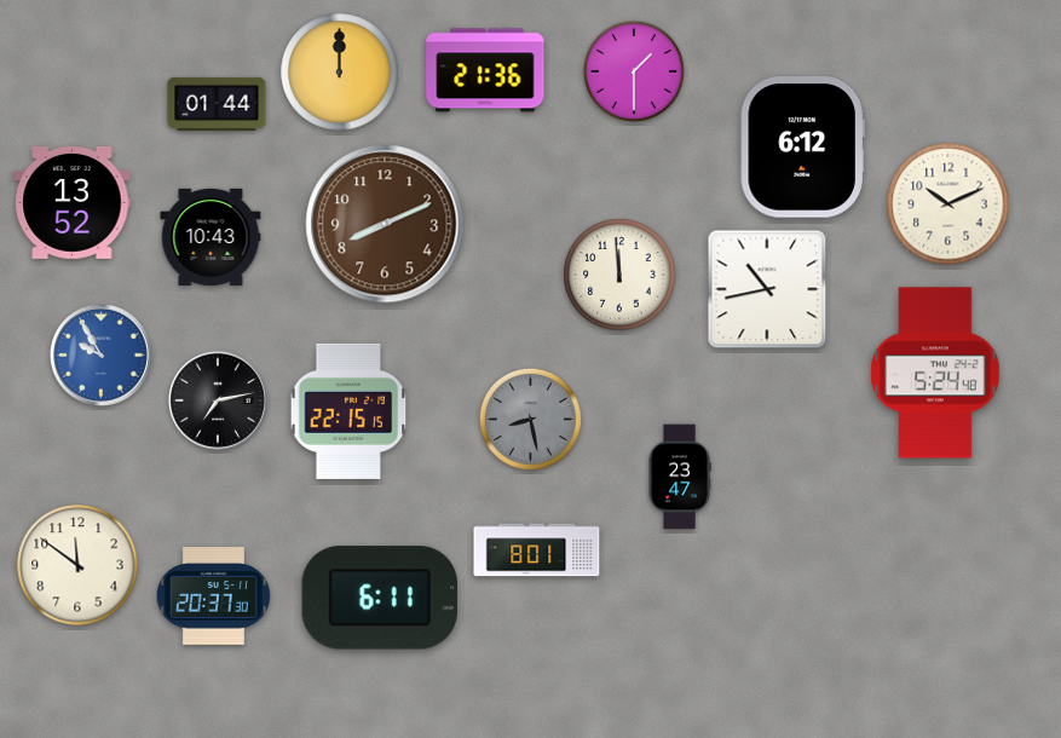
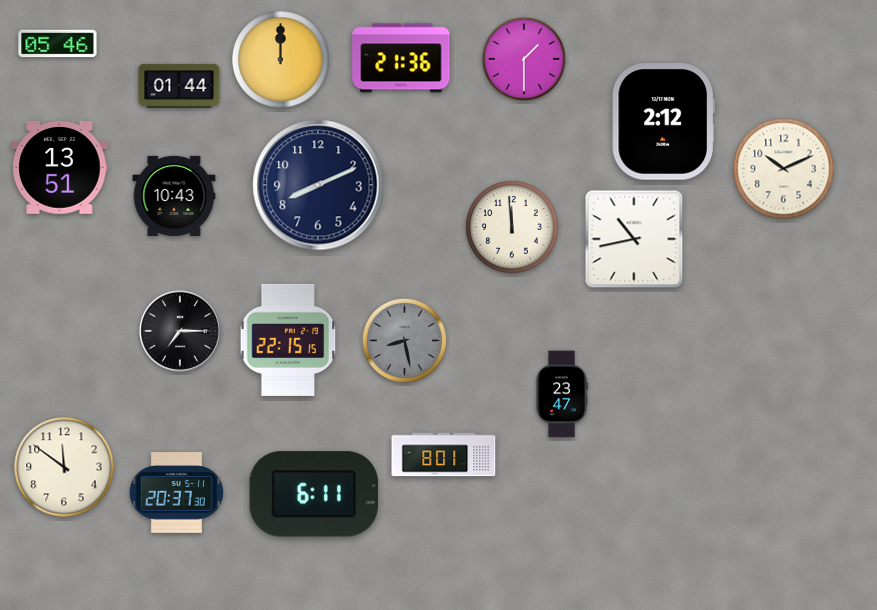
clock at (58, 44): none -> 05:46
clock at (802, 148): 6:12 -> 2:12
clock at (73, 202): 13:52 -> 13:51
clock at (385, 224) dial: brown -> navy
clock at (100, 354): 9:55 -> none
clock at (935, 373): 5:24 -> none
clock at (218, 400): 7:13 -> 7:15
clock at (530, 419) position: (530, 419) -> (404, 340)
